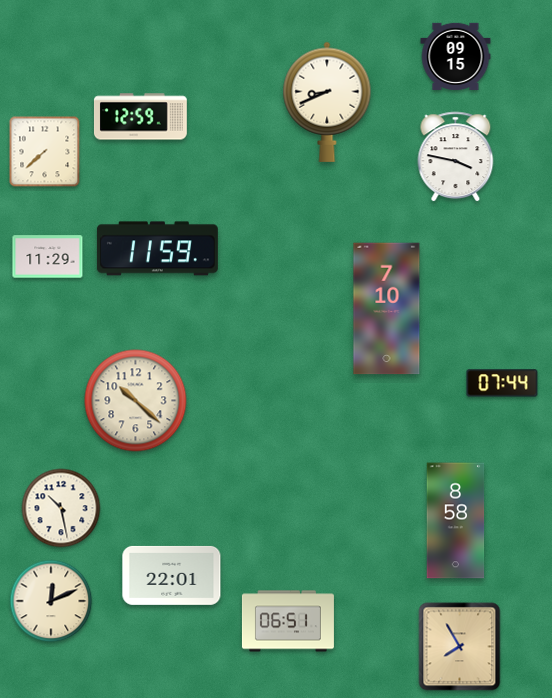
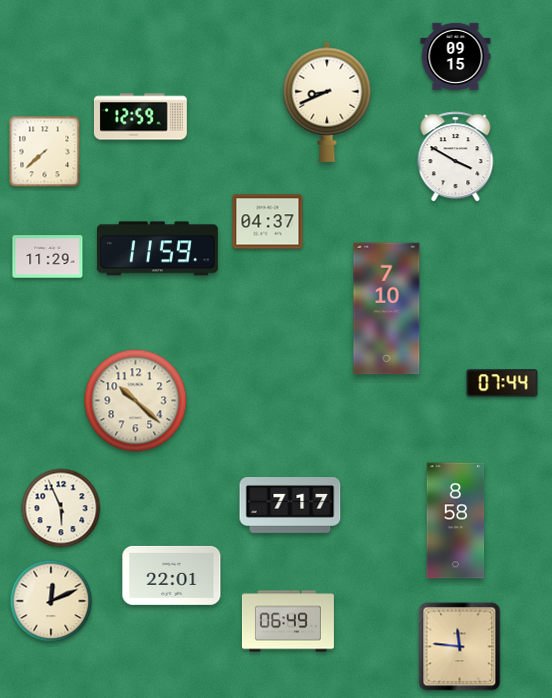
clock at (456, 157): 3:47 -> 3:50
clock at (268, 222): none -> 04:37
clock at (290, 506): none -> 7:17
clock at (61, 508): 10:28 -> 5:56
clock at (288, 621): 06:51 -> 06:49
clock at (460, 647): 7:55 -> 11:46
